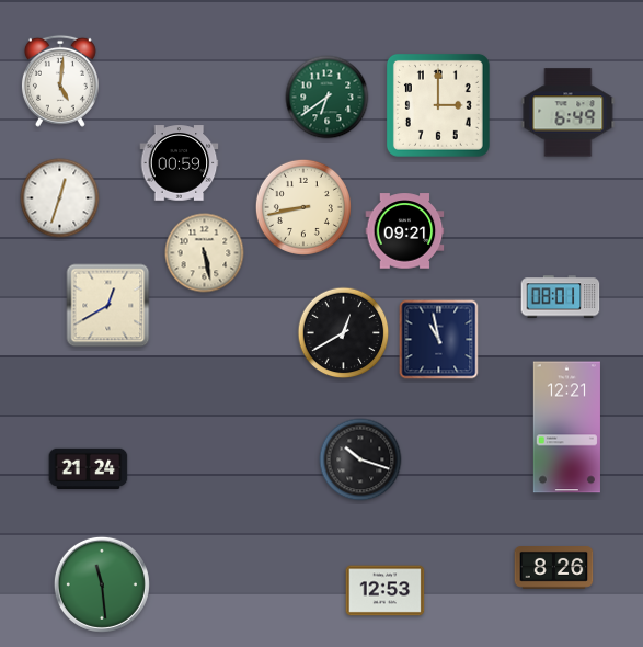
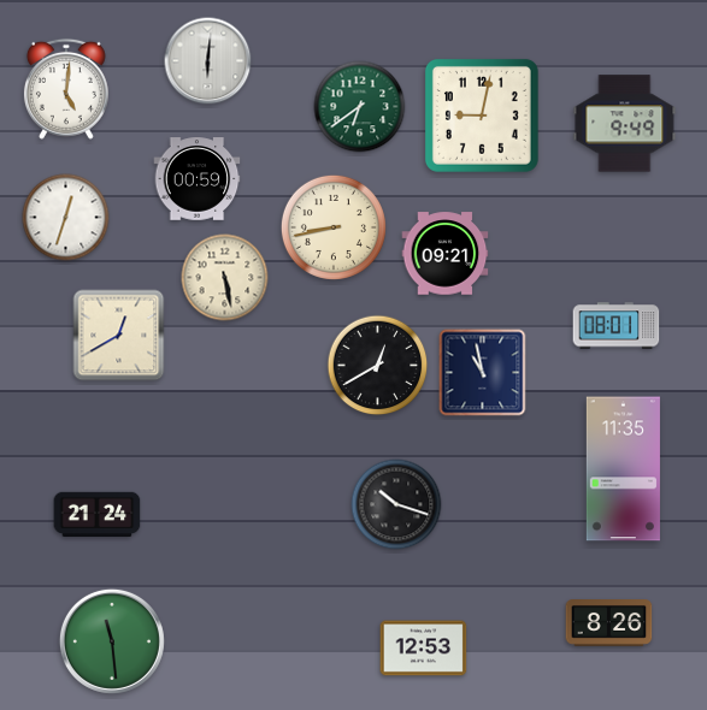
clock at (208, 61): none -> 6:01
clock at (438, 105): 3:00 -> 9:02
clock at (569, 113): 6:49 -> 9:49
clock at (566, 428): 12:21 -> 11:35
